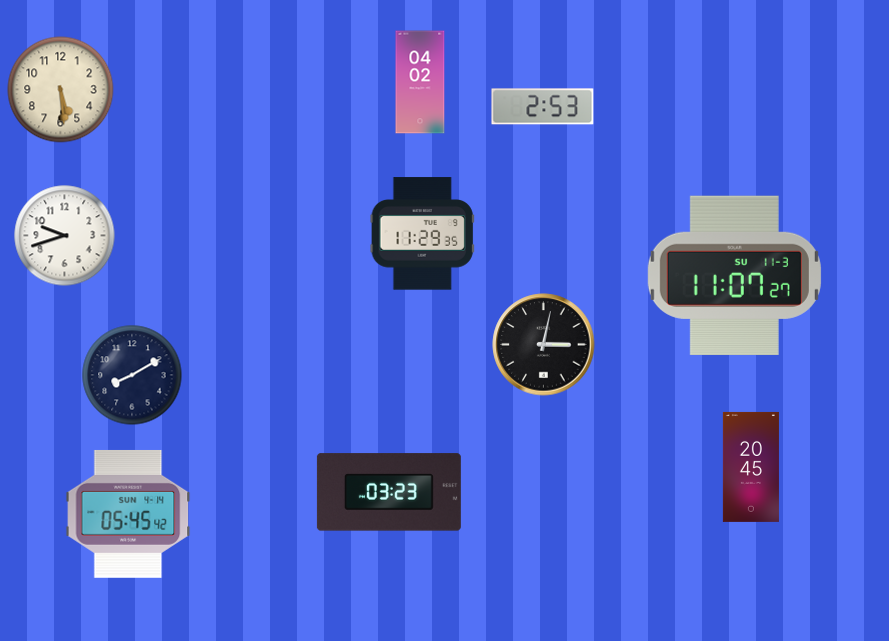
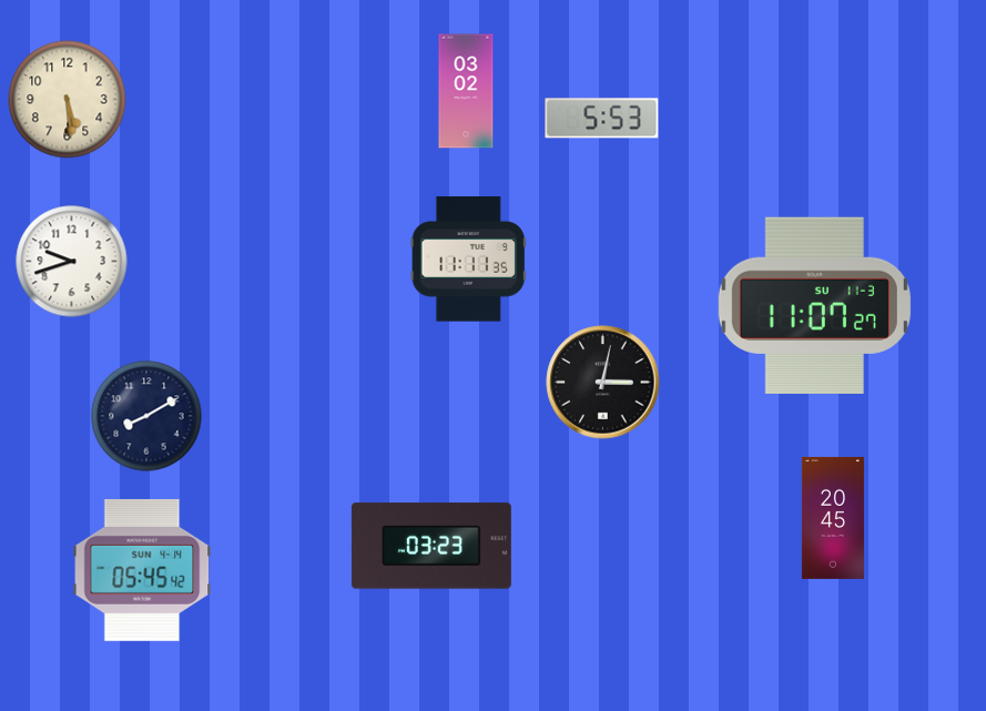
clock at (420, 82): 04:02 -> 03:02
clock at (543, 107): 2:53 -> 5:53
clock at (422, 234): 11:29 -> 11:11
